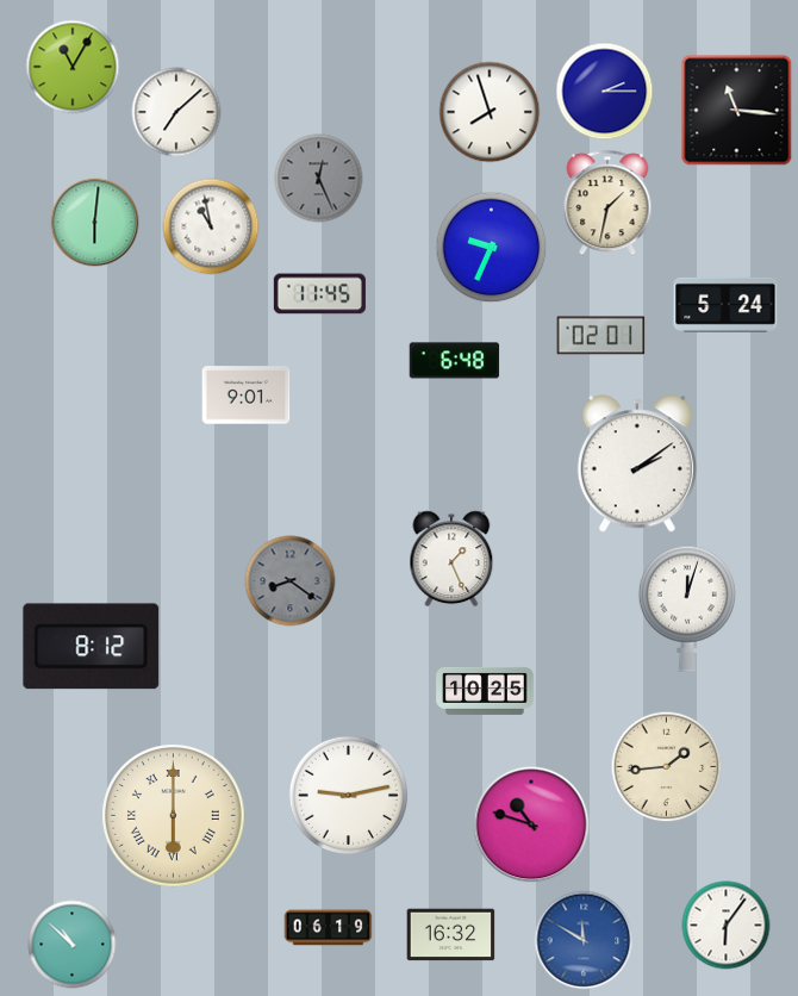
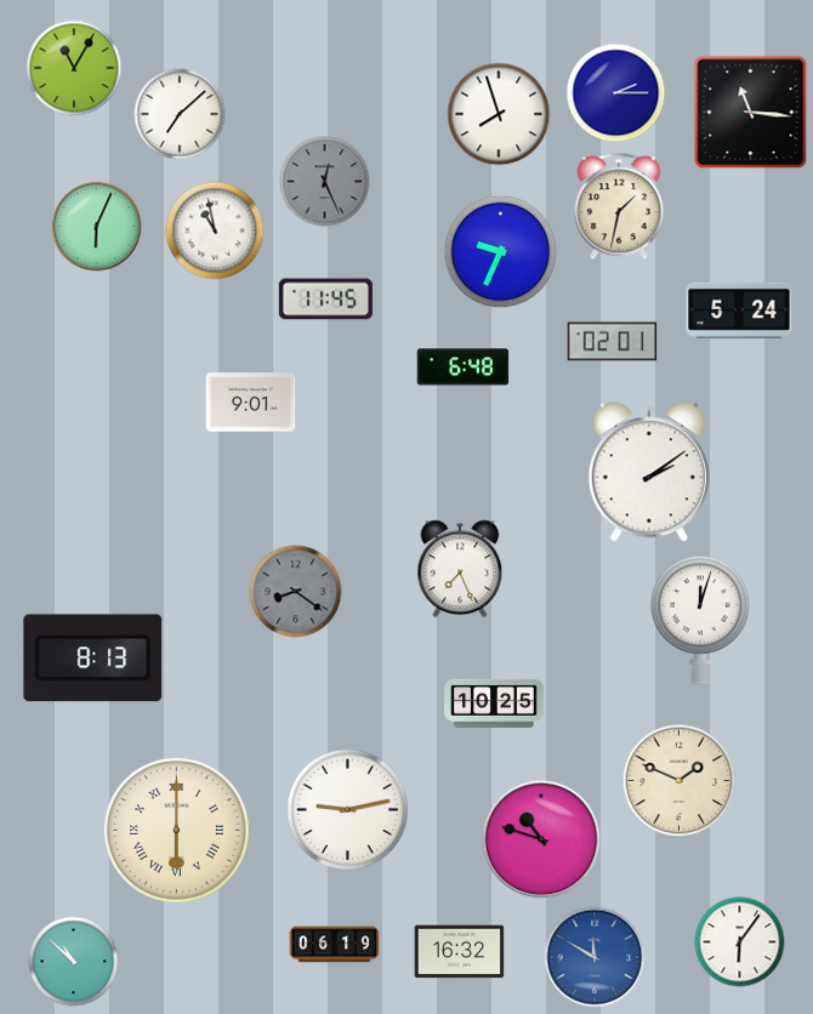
clock at (95, 223): 6:01 -> 6:04
clock at (451, 559): 1:26 -> 7:26
clock at (92, 647): 8:12 -> 8:13
clock at (667, 767): 1:44 -> 1:49
clock at (349, 796) position: (349, 796) -> (348, 810)
